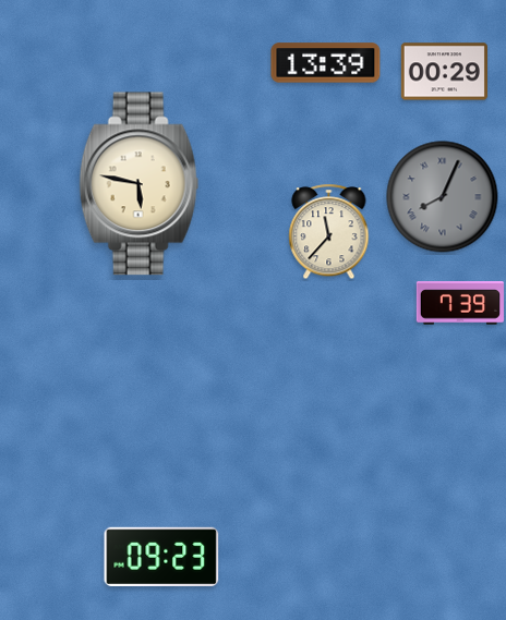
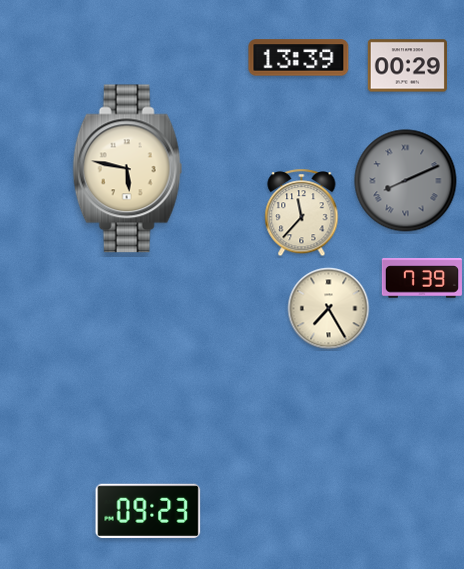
clock at (443, 197): 8:04 -> 8:11
clock at (329, 309): none -> 7:25
